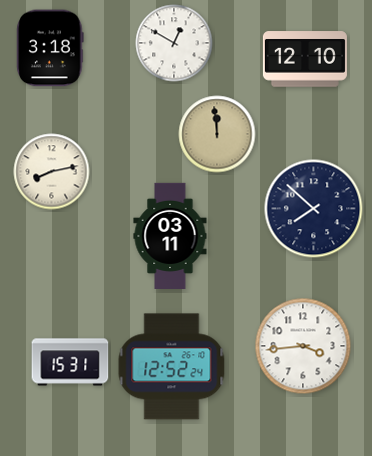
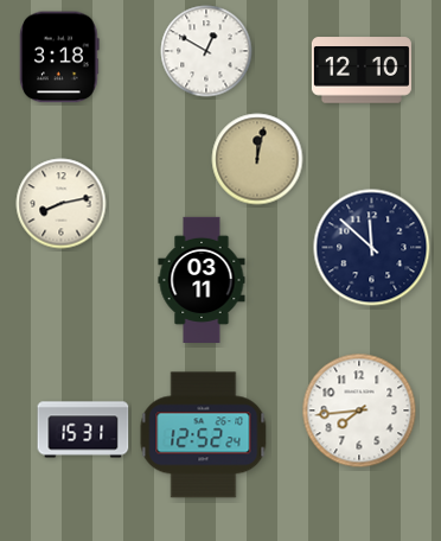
clock at (217, 134): 11:59 -> 12:02
clock at (314, 209): 7:52 -> 11:52
clock at (303, 346): 3:44 -> 7:44
